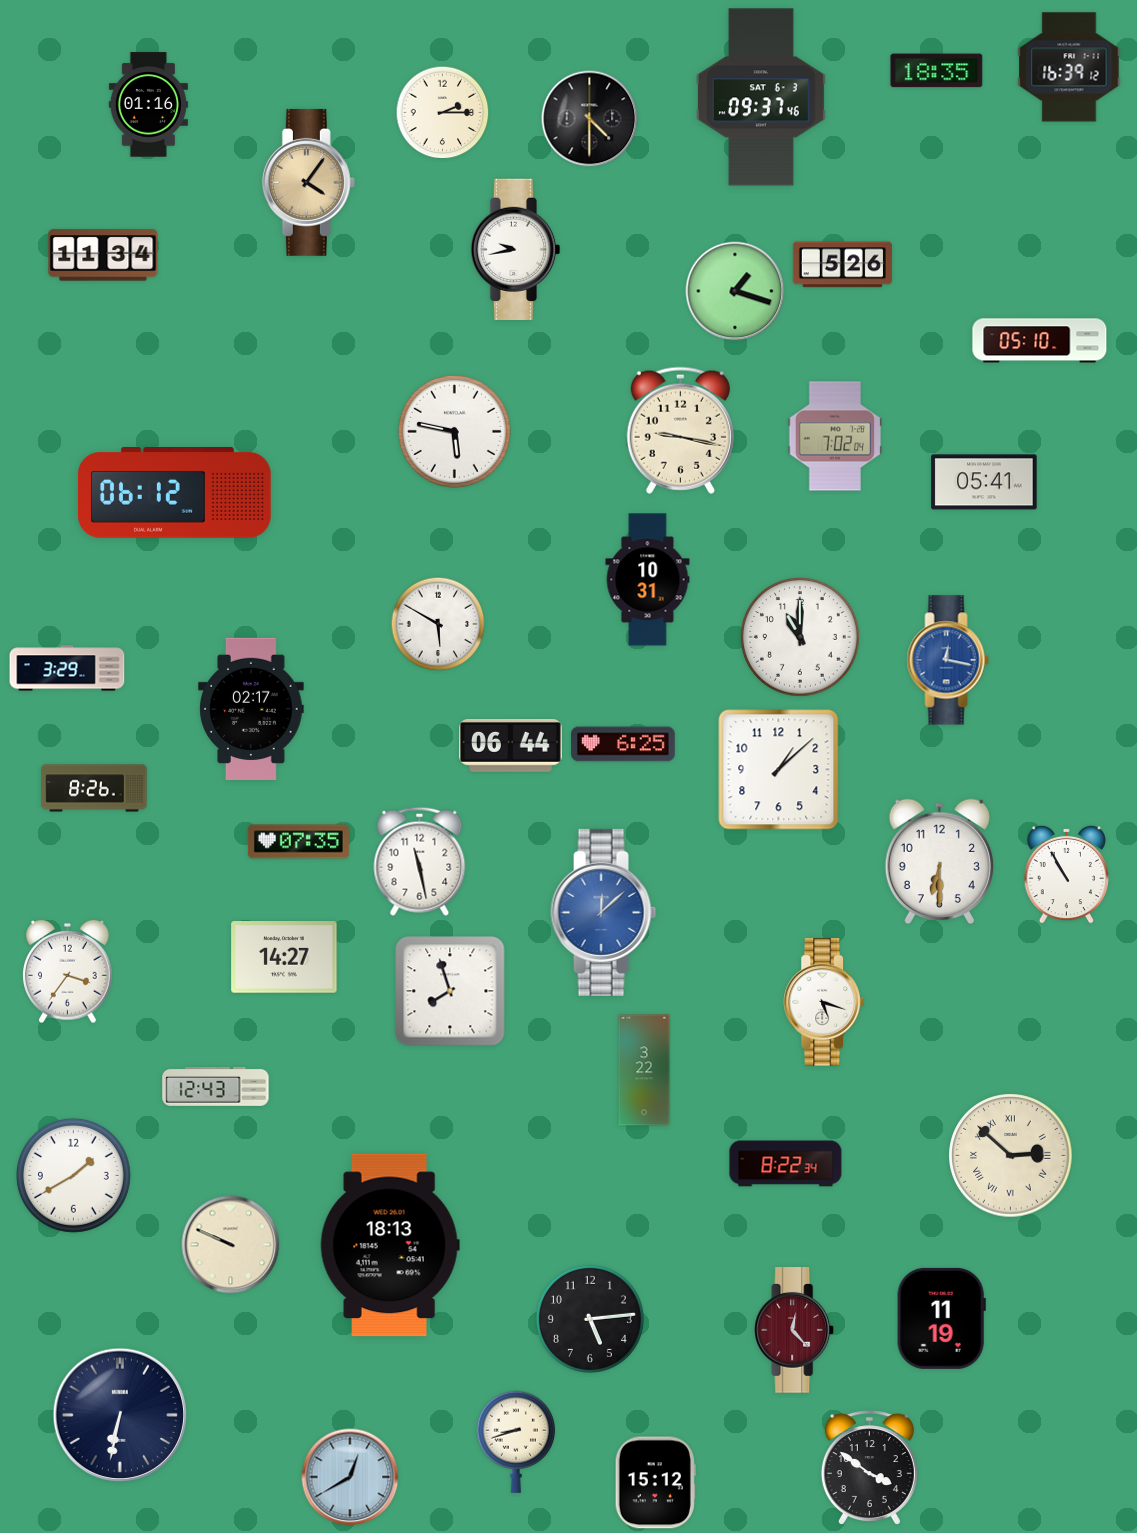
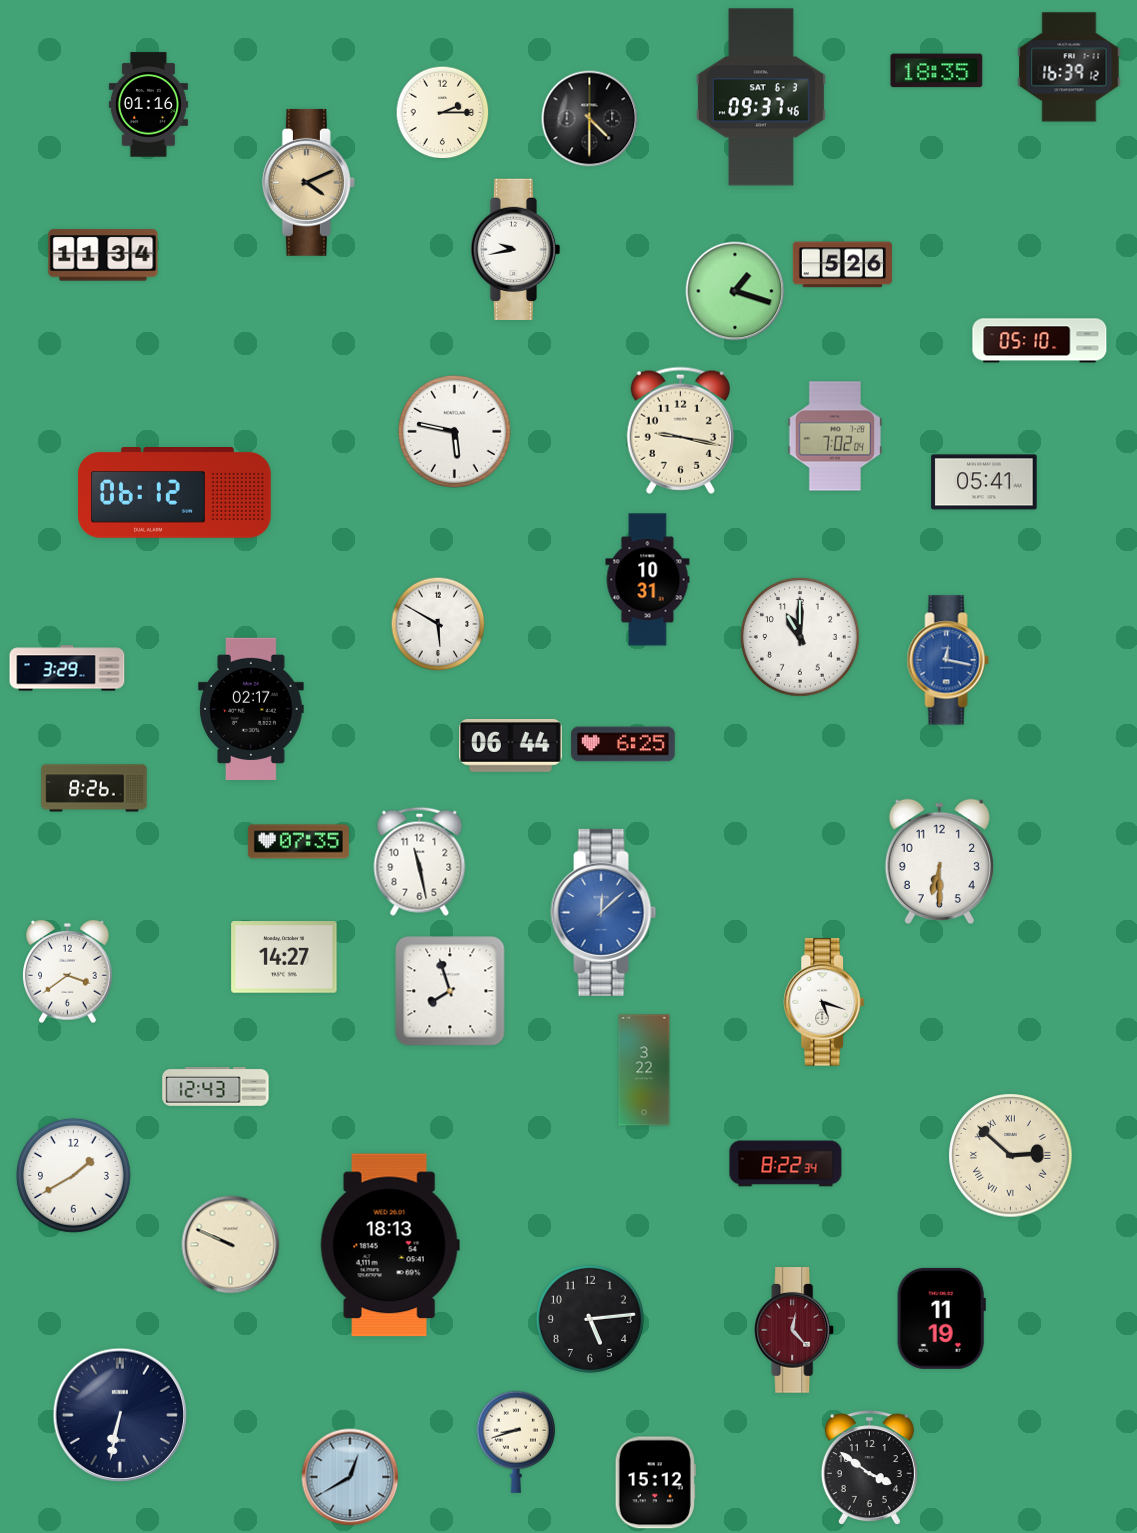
clock at (308, 182): 4:06 -> 4:11
clock at (779, 770): 1:08 -> none
clock at (1066, 874): 10:55 -> none
clock at (68, 972): 3:36 -> 3:39
